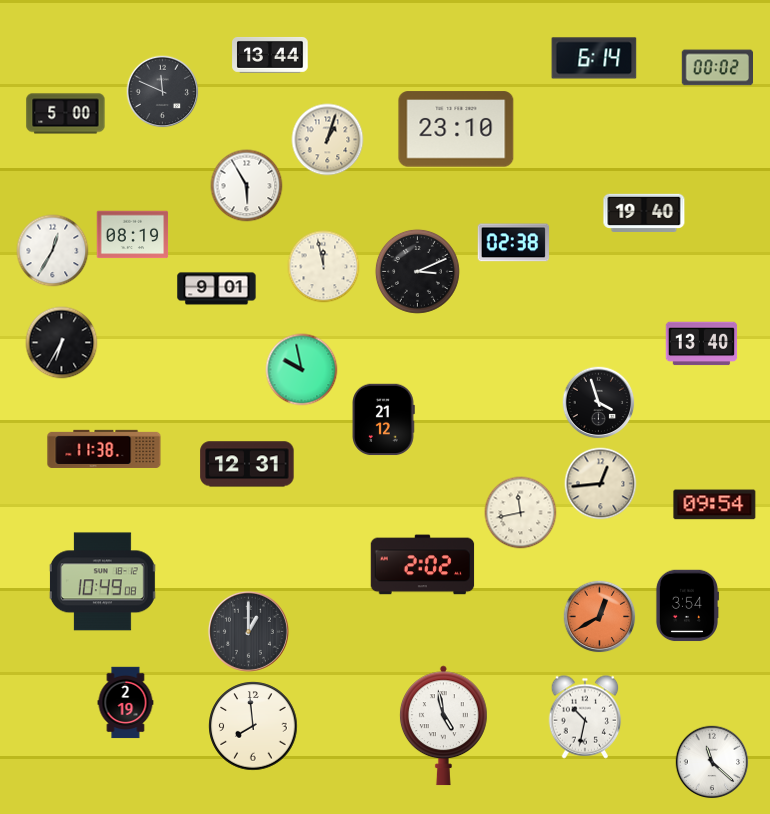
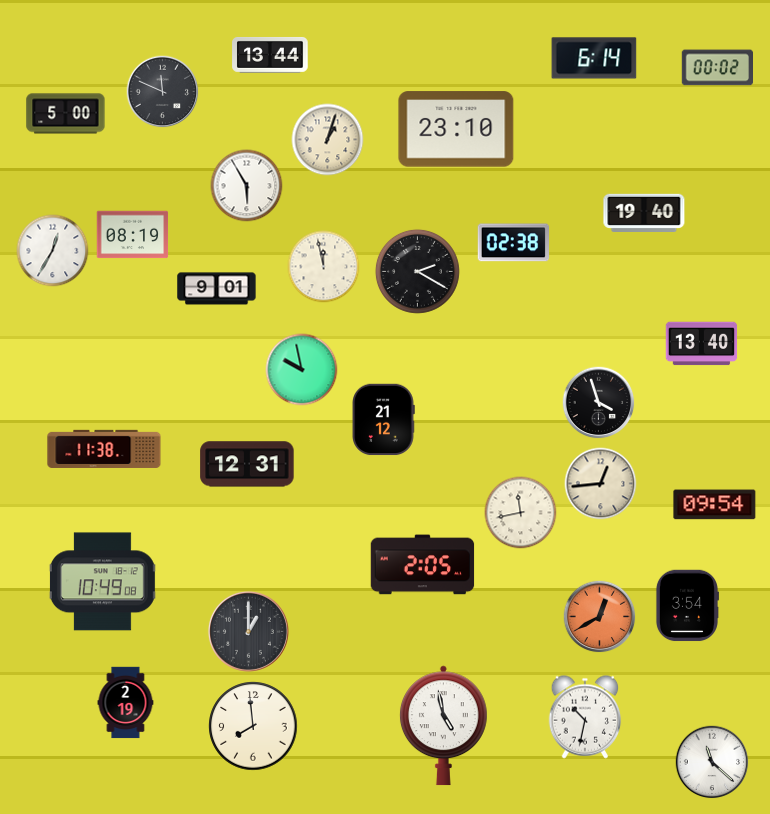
clock at (417, 271): 3:11 -> 2:20
clock at (62, 343): 6:35 -> none
clock at (423, 565): 2:02 -> 2:05
